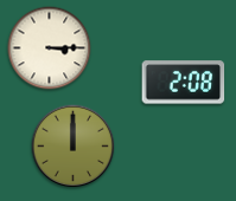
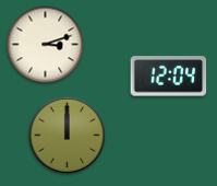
clock at (50, 48): 3:15 -> 3:12
clock at (184, 83): 2:08 -> 12:04
